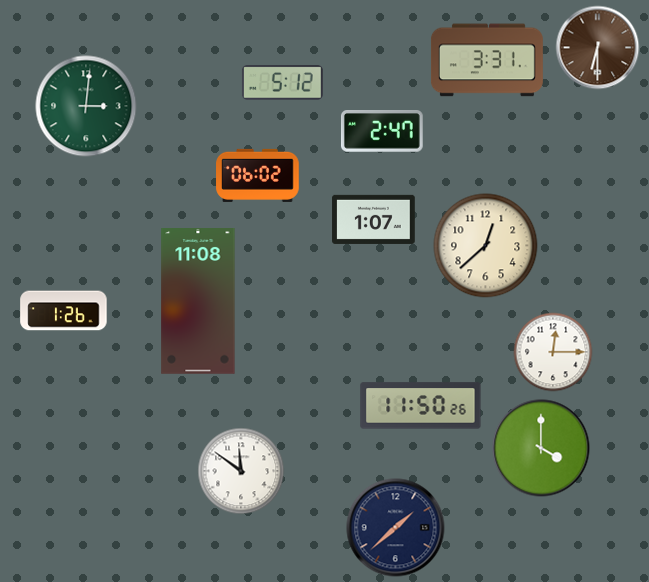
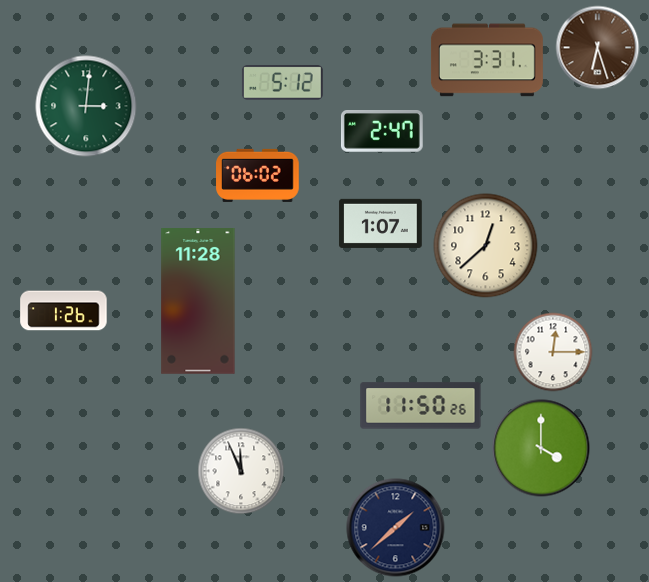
clock at (598, 48): 6:30 -> 6:27
clock at (374, 219) position: (374, 219) -> (381, 223)
clock at (198, 302): 11:08 -> 11:28
clock at (241, 471): 11:51 -> 11:56
